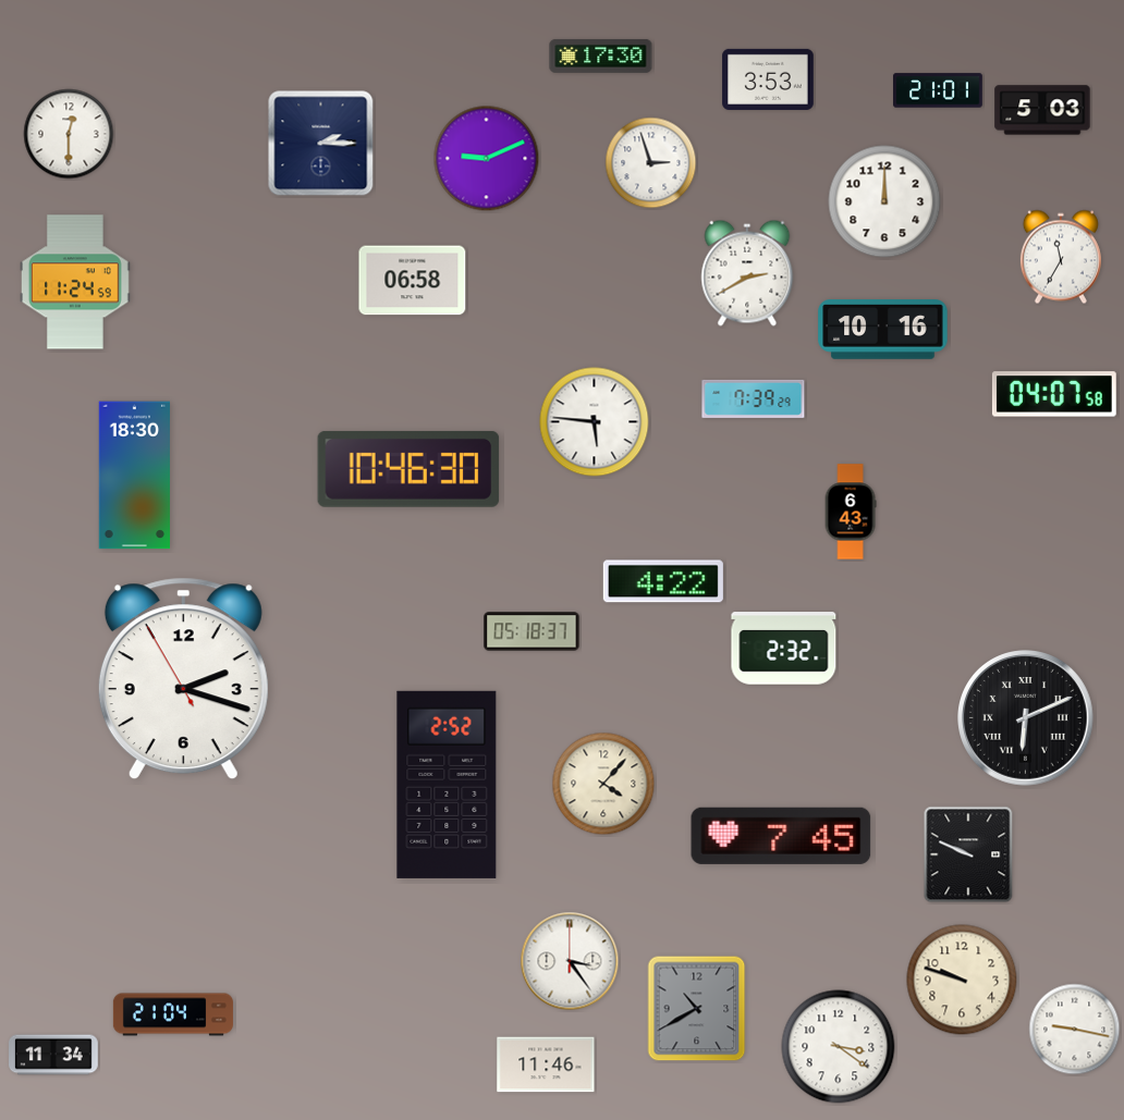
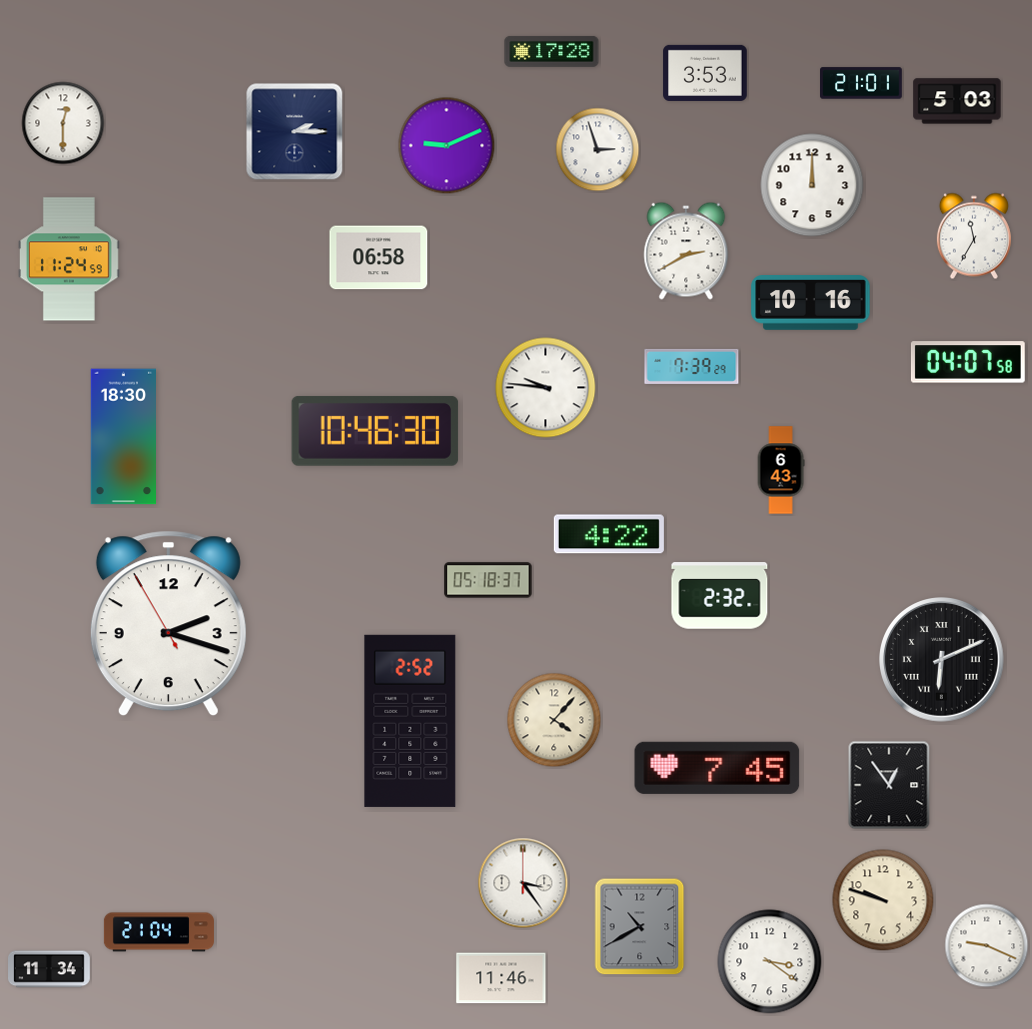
clock at (601, 56): 17:30 -> 17:28
clock at (595, 422): 5:46 -> 9:46
clock at (968, 854): 9:49 -> 12:54
clock at (1075, 1030): 9:17 -> 9:19
